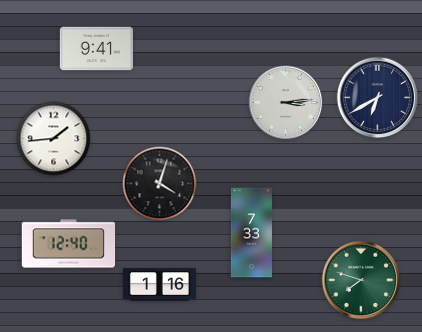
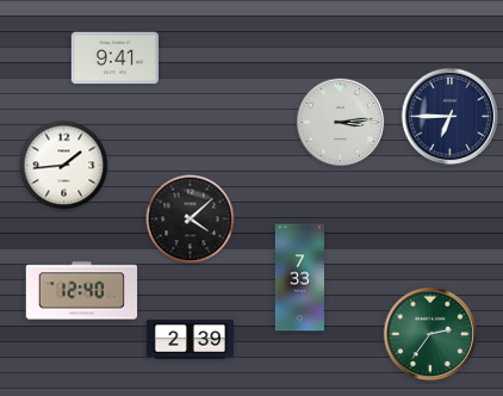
clock at (378, 98): 6:40 -> 6:45
clock at (160, 184): 4:03 -> 4:08
clock at (361, 280): 7:48 -> 2:36
clock at (159, 285): 1:16 -> 2:39
